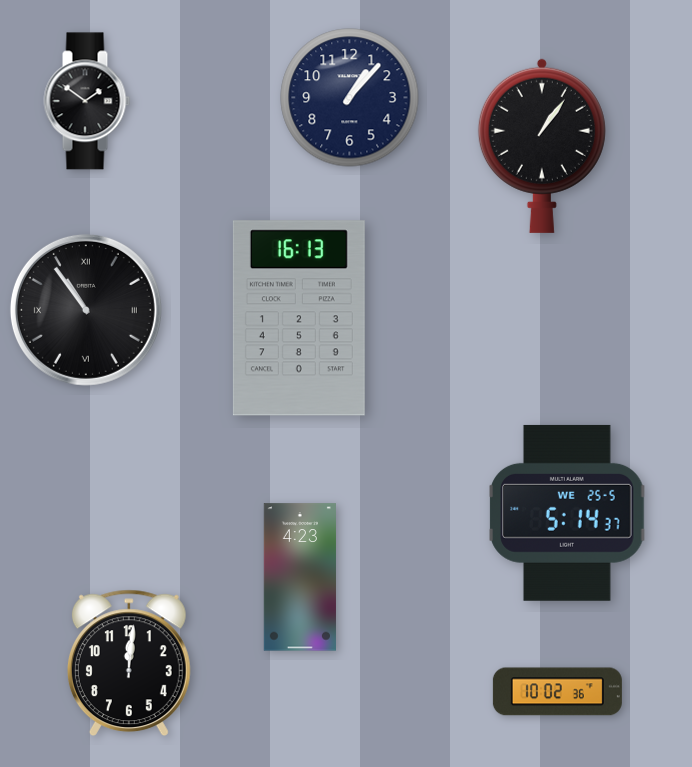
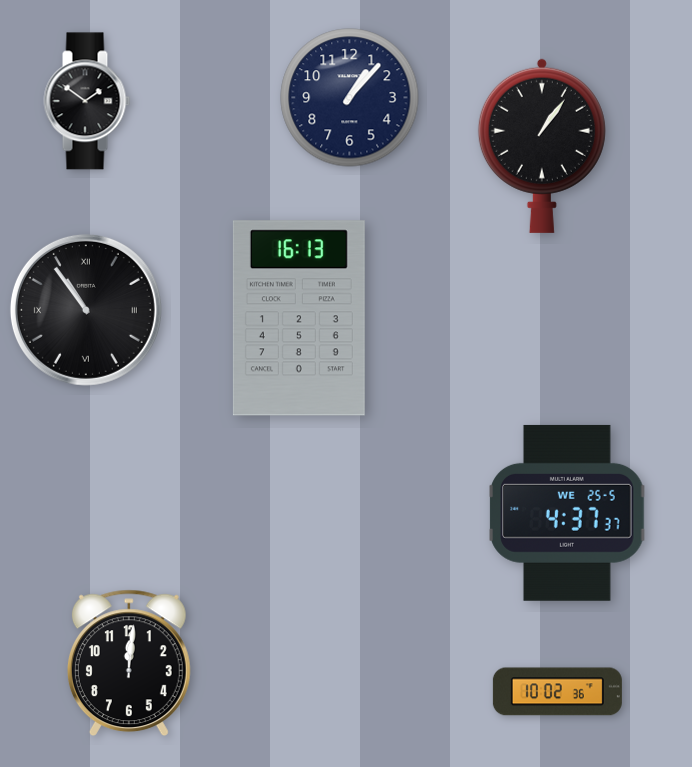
clock at (567, 513): 5:14 -> 4:37
clock at (300, 577): 4:23 -> none
